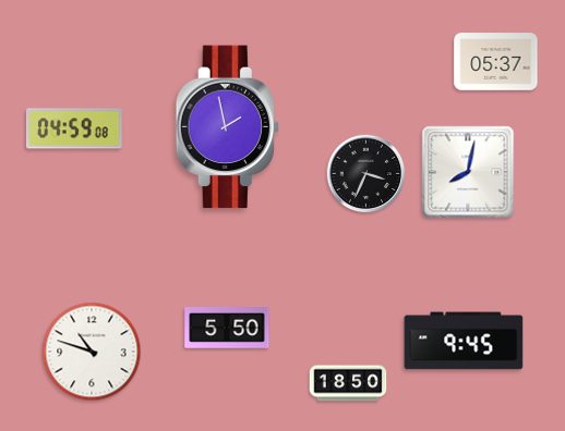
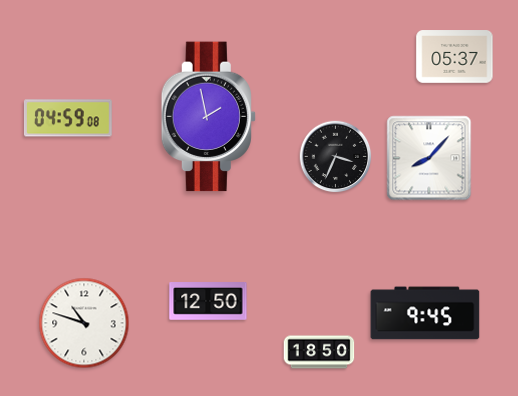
clock at (468, 172): 8:02 -> 8:07
clock at (366, 174) position: (366, 174) -> (336, 157)
clock at (227, 329): 5:50 -> 12:50
